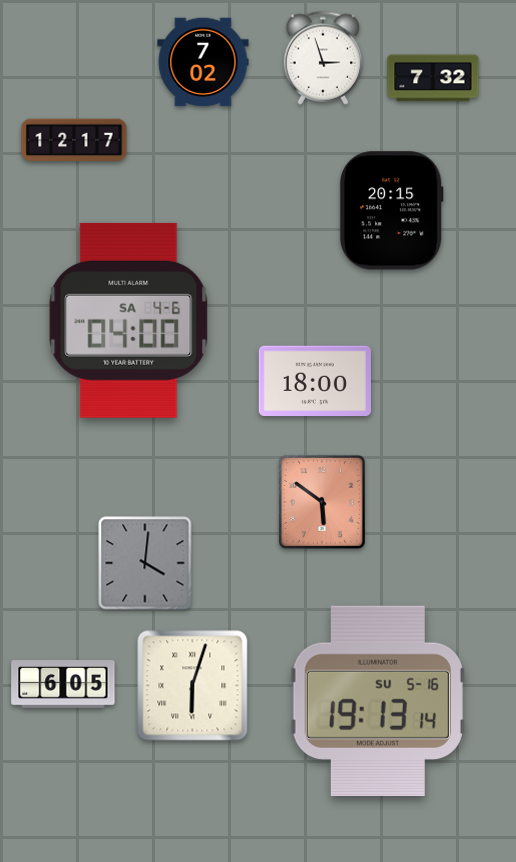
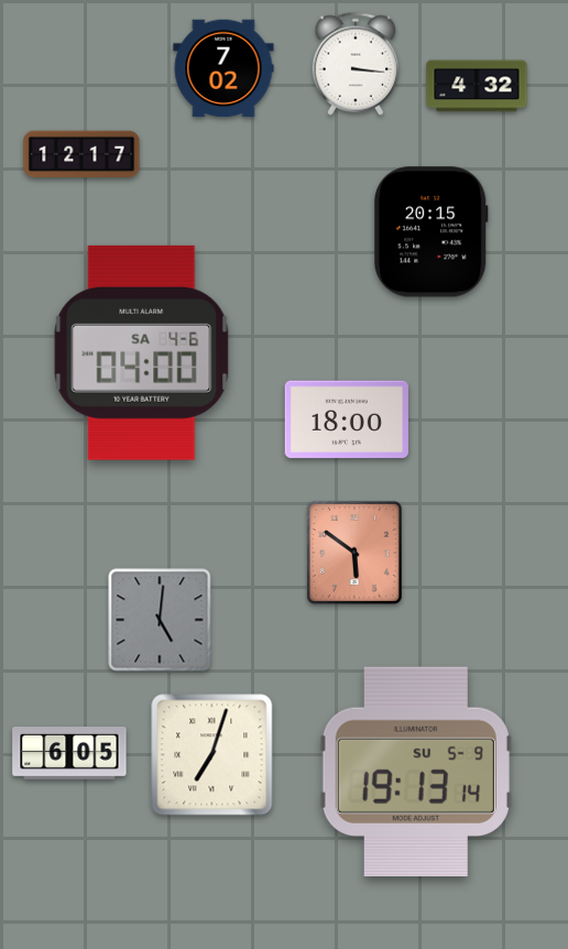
clock at (323, 58): 2:57 -> 3:16
clock at (433, 78): 7:32 -> 4:32
clock at (145, 563): 4:01 -> 5:01
clock at (193, 686): 6:03 -> 7:03
clock at (378, 700) date: SU 5-16 -> SU 5-9
